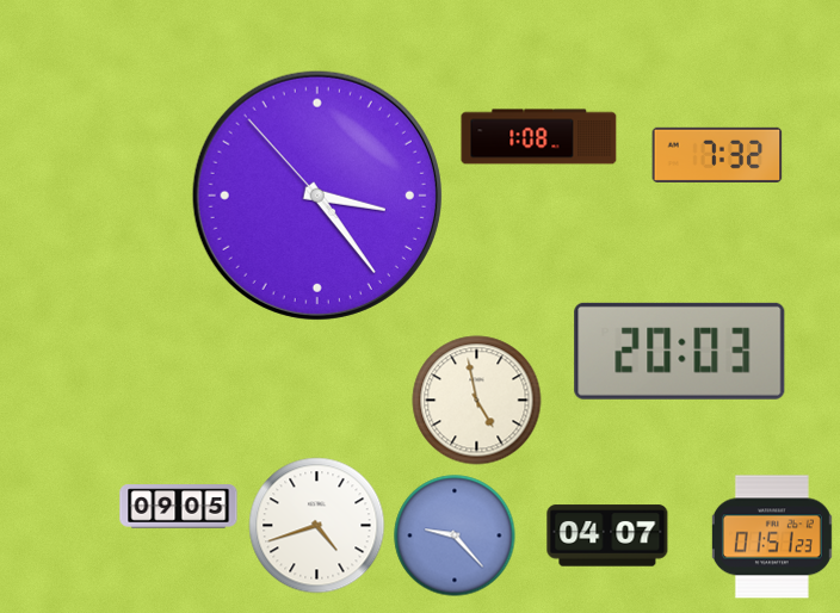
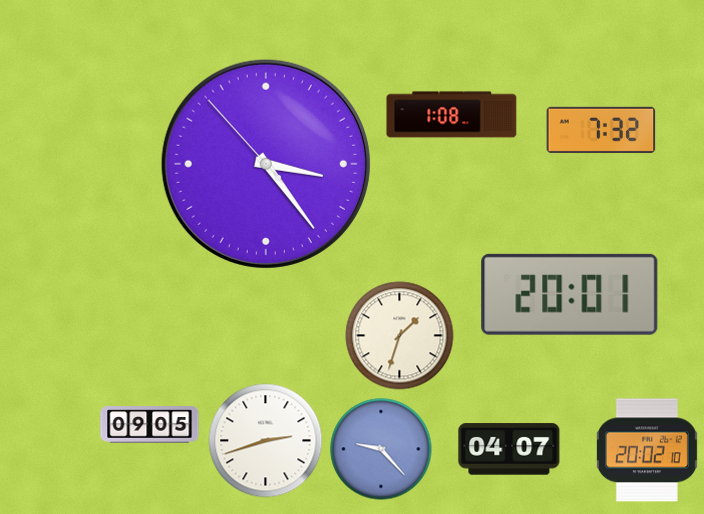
clock at (680, 351): 20:03 -> 20:01
clock at (477, 401): 4:58 -> 1:33
clock at (317, 526): 4:42 -> 2:42
clock at (772, 537): 01:51 -> 20:02
